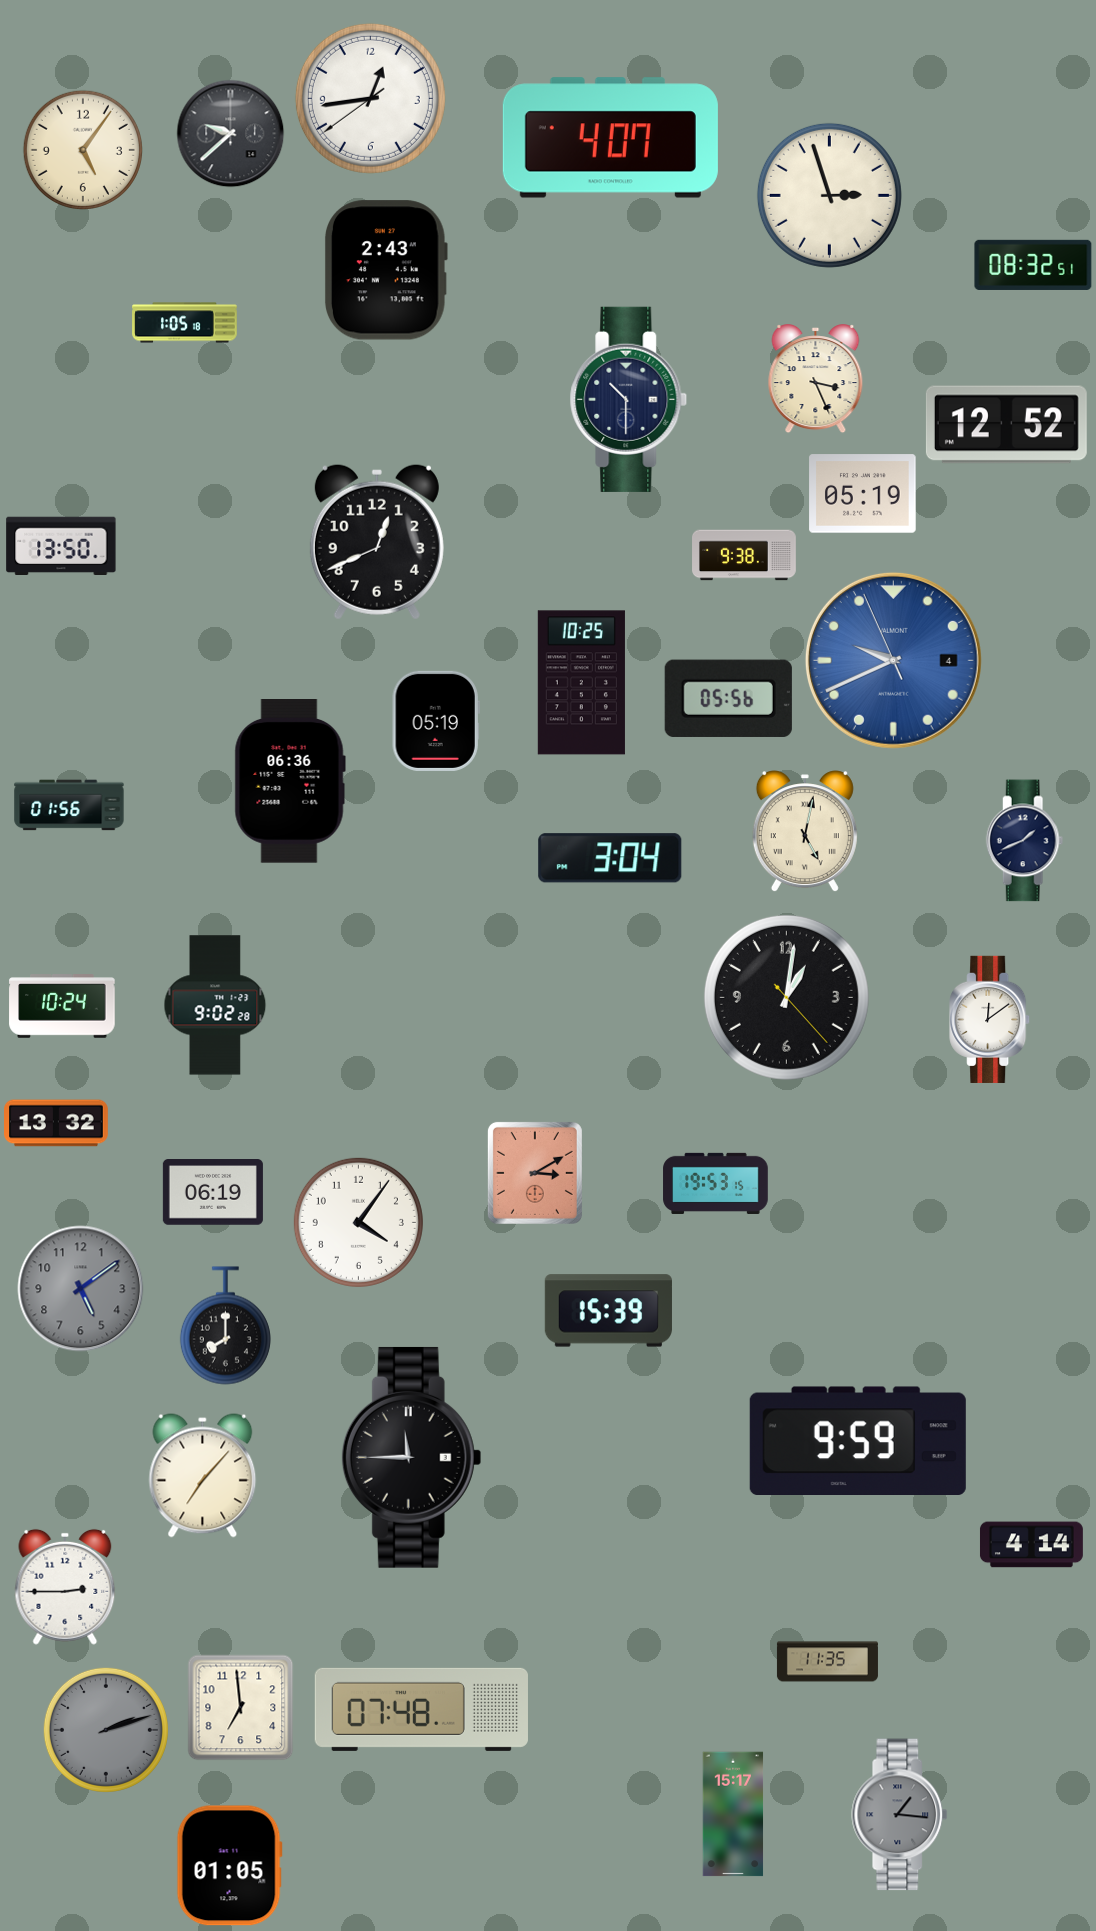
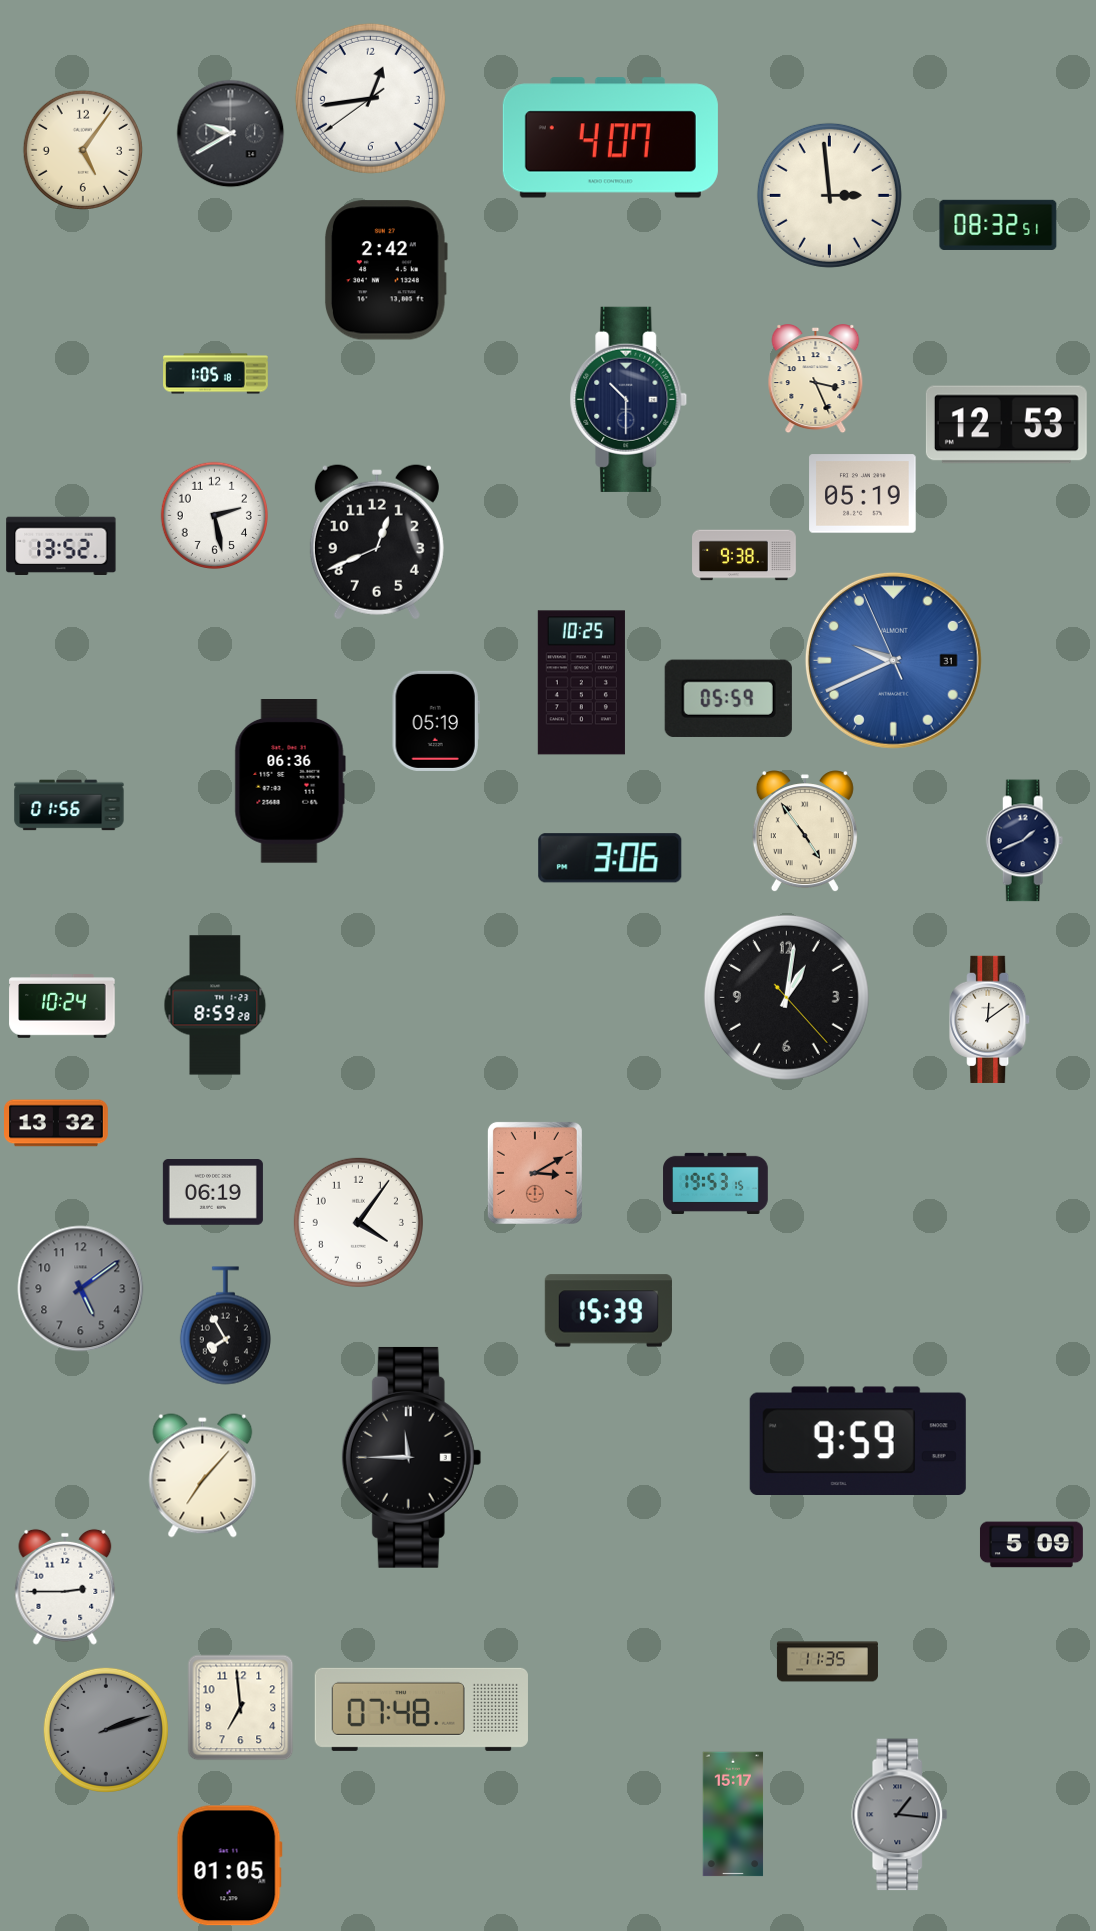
clock at (231, 134): 9:38 -> 9:40
clock at (829, 195): 2:57 -> 2:59
clock at (1033, 265) position: (1033, 265) -> (998, 225)
clock at (386, 270): 2:43 -> 2:42
clock at (185, 323) position: (185, 323) -> (216, 374)
clock at (1006, 425): 12:52 -> 12:53
clock at (214, 515): none -> 2:28
clock at (61, 545): 13:50 -> 13:52
clock at (893, 660) date: 4 -> 31
clock at (728, 698): 05:56 -> 05:59
clock at (805, 832): 5:02 -> 4:54
clock at (610, 858): 3:04 -> 3:06
clock at (215, 1005): 9:02 -> 8:59
clock at (225, 1326): 8:00 -> 7:55
clock at (1031, 1545): 4:14 -> 5:09
